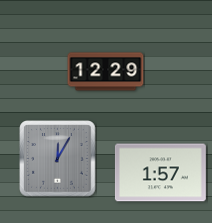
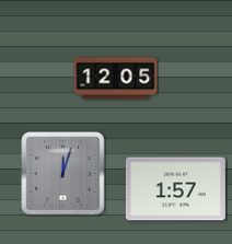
clock at (106, 72): 12:29 -> 12:05
clock at (58, 159): 12:05 -> 12:03
